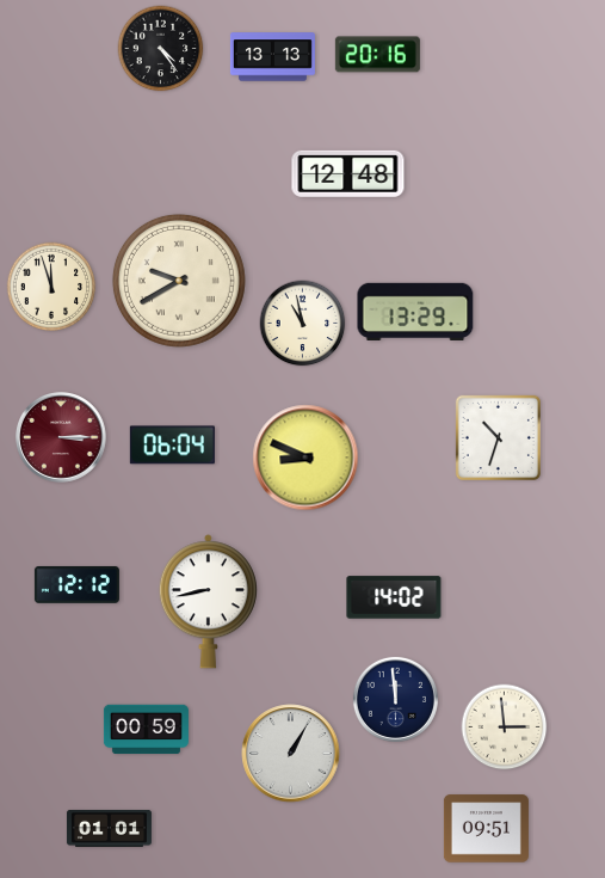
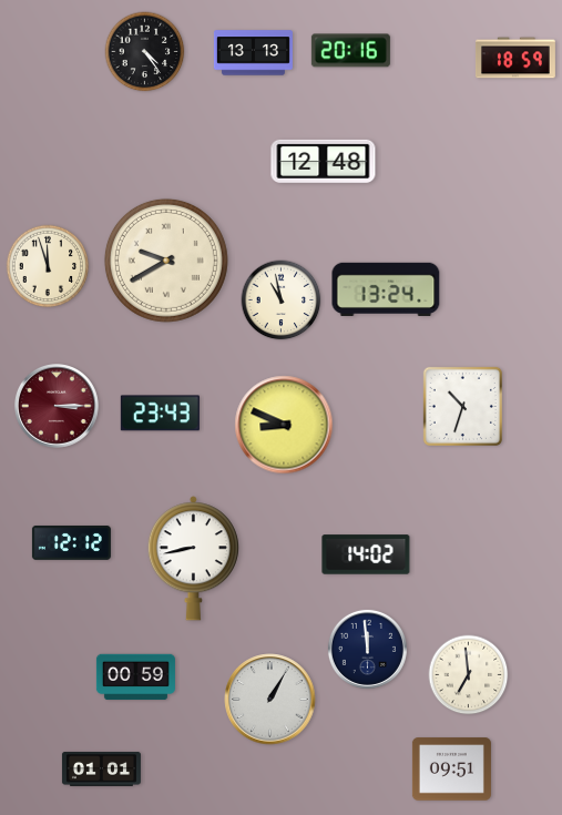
clock at (161, 49) position: (161, 49) -> (145, 52)
clock at (515, 58): none -> 18:59
clock at (415, 312): 13:29 -> 13:24
clock at (172, 446): 06:04 -> 23:43
clock at (505, 727): 2:59 -> 6:59
